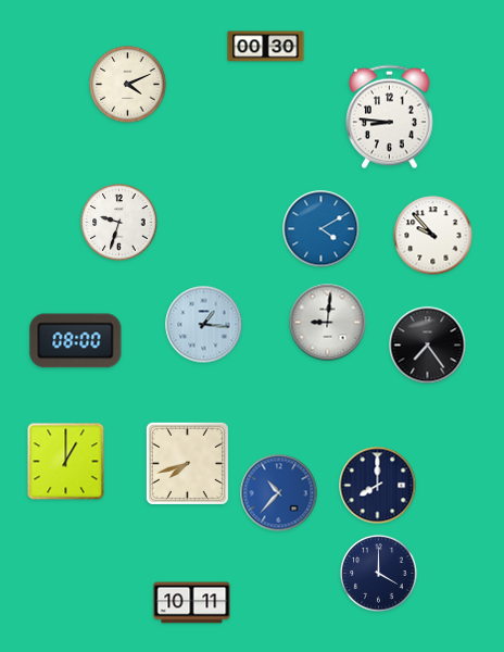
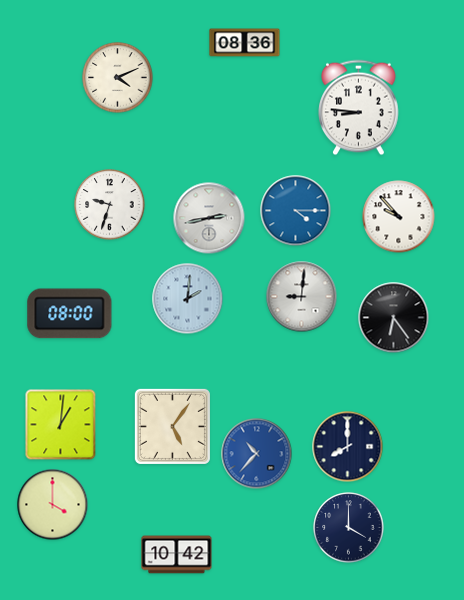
clock at (266, 47): 00:30 -> 08:36
clock at (322, 229): 4:10 -> 4:15
clock at (209, 218): none -> 2:43
clock at (204, 325): 1:16 -> 2:01
clock at (428, 346): 7:24 -> 6:24
clock at (66, 462): 1:00 -> 1:01
clock at (187, 463): 7:42 -> 5:06
clock at (53, 505): none -> 4:00
clock at (192, 603): 10:11 -> 10:42
